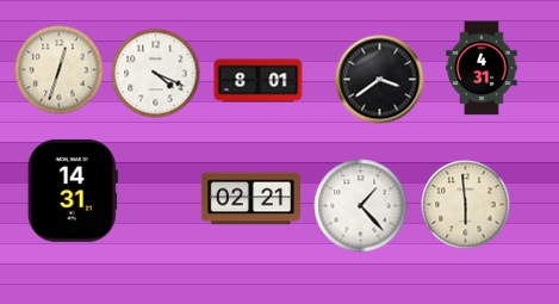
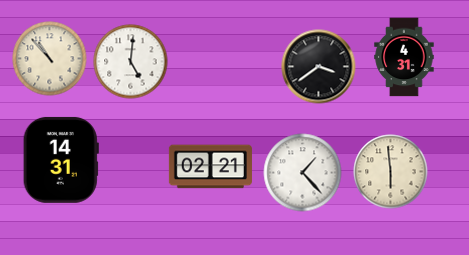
clock at (60, 70): 12:33 -> 10:53
clock at (156, 74): 4:19 -> 5:01
clock at (259, 81): 8:01 -> none
